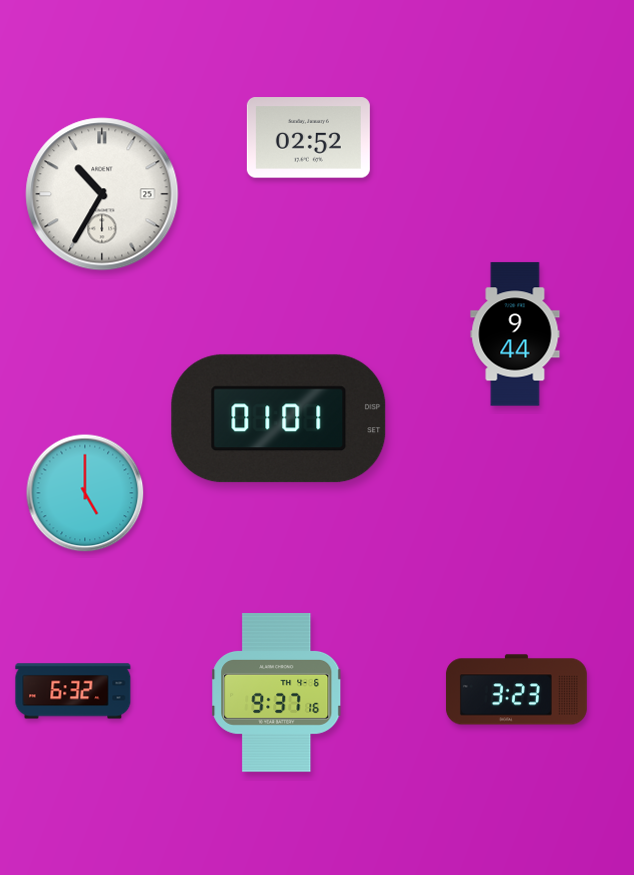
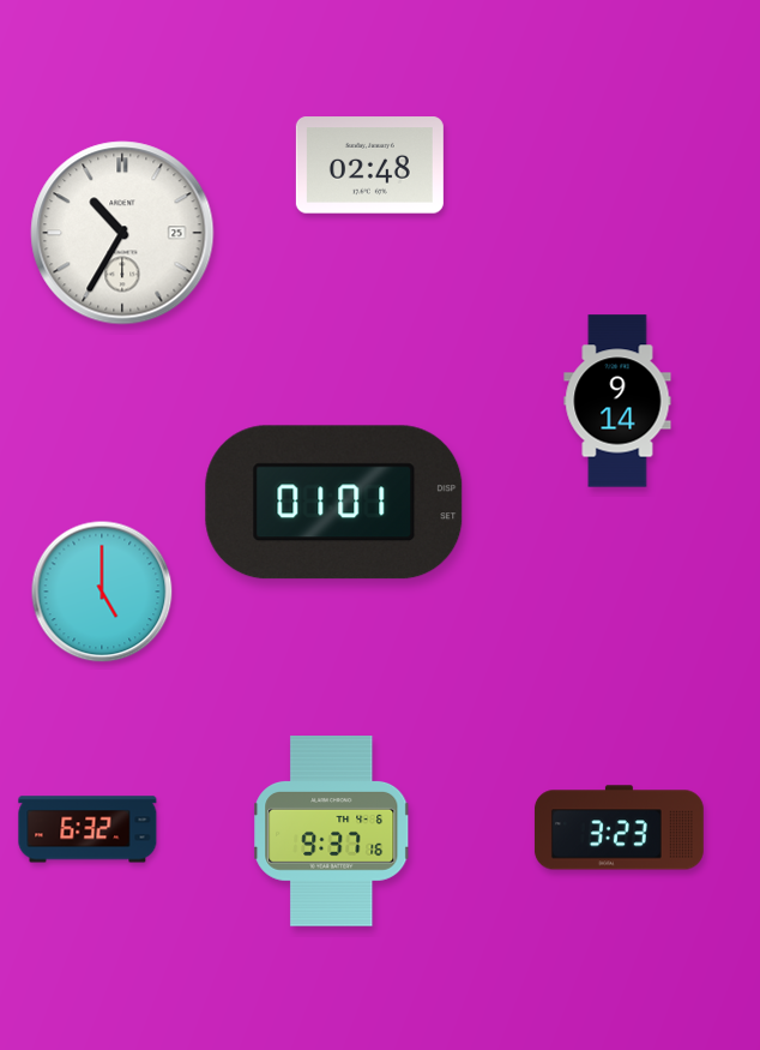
clock at (308, 138): 02:52 -> 02:48
clock at (515, 334): 9:44 -> 9:14
